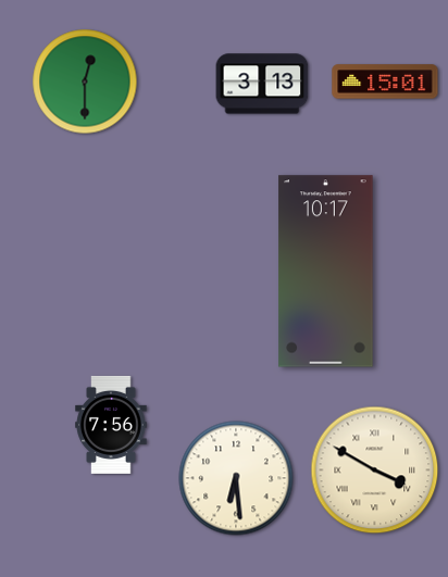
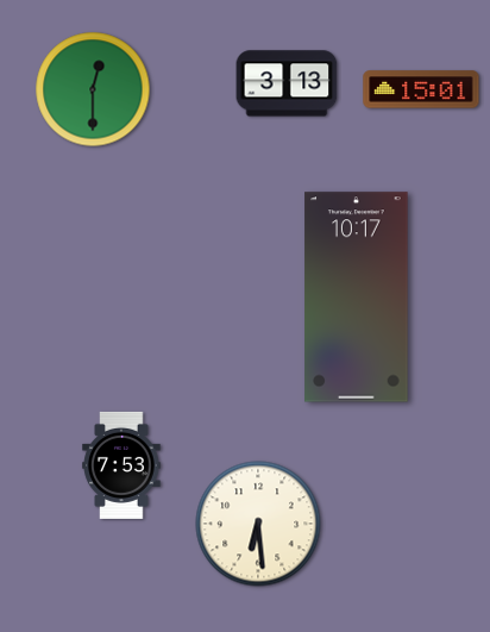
clock at (262, 84) position: (262, 84) -> (287, 83)
clock at (111, 425): 7:56 -> 7:53
clock at (375, 471): 3:50 -> none
